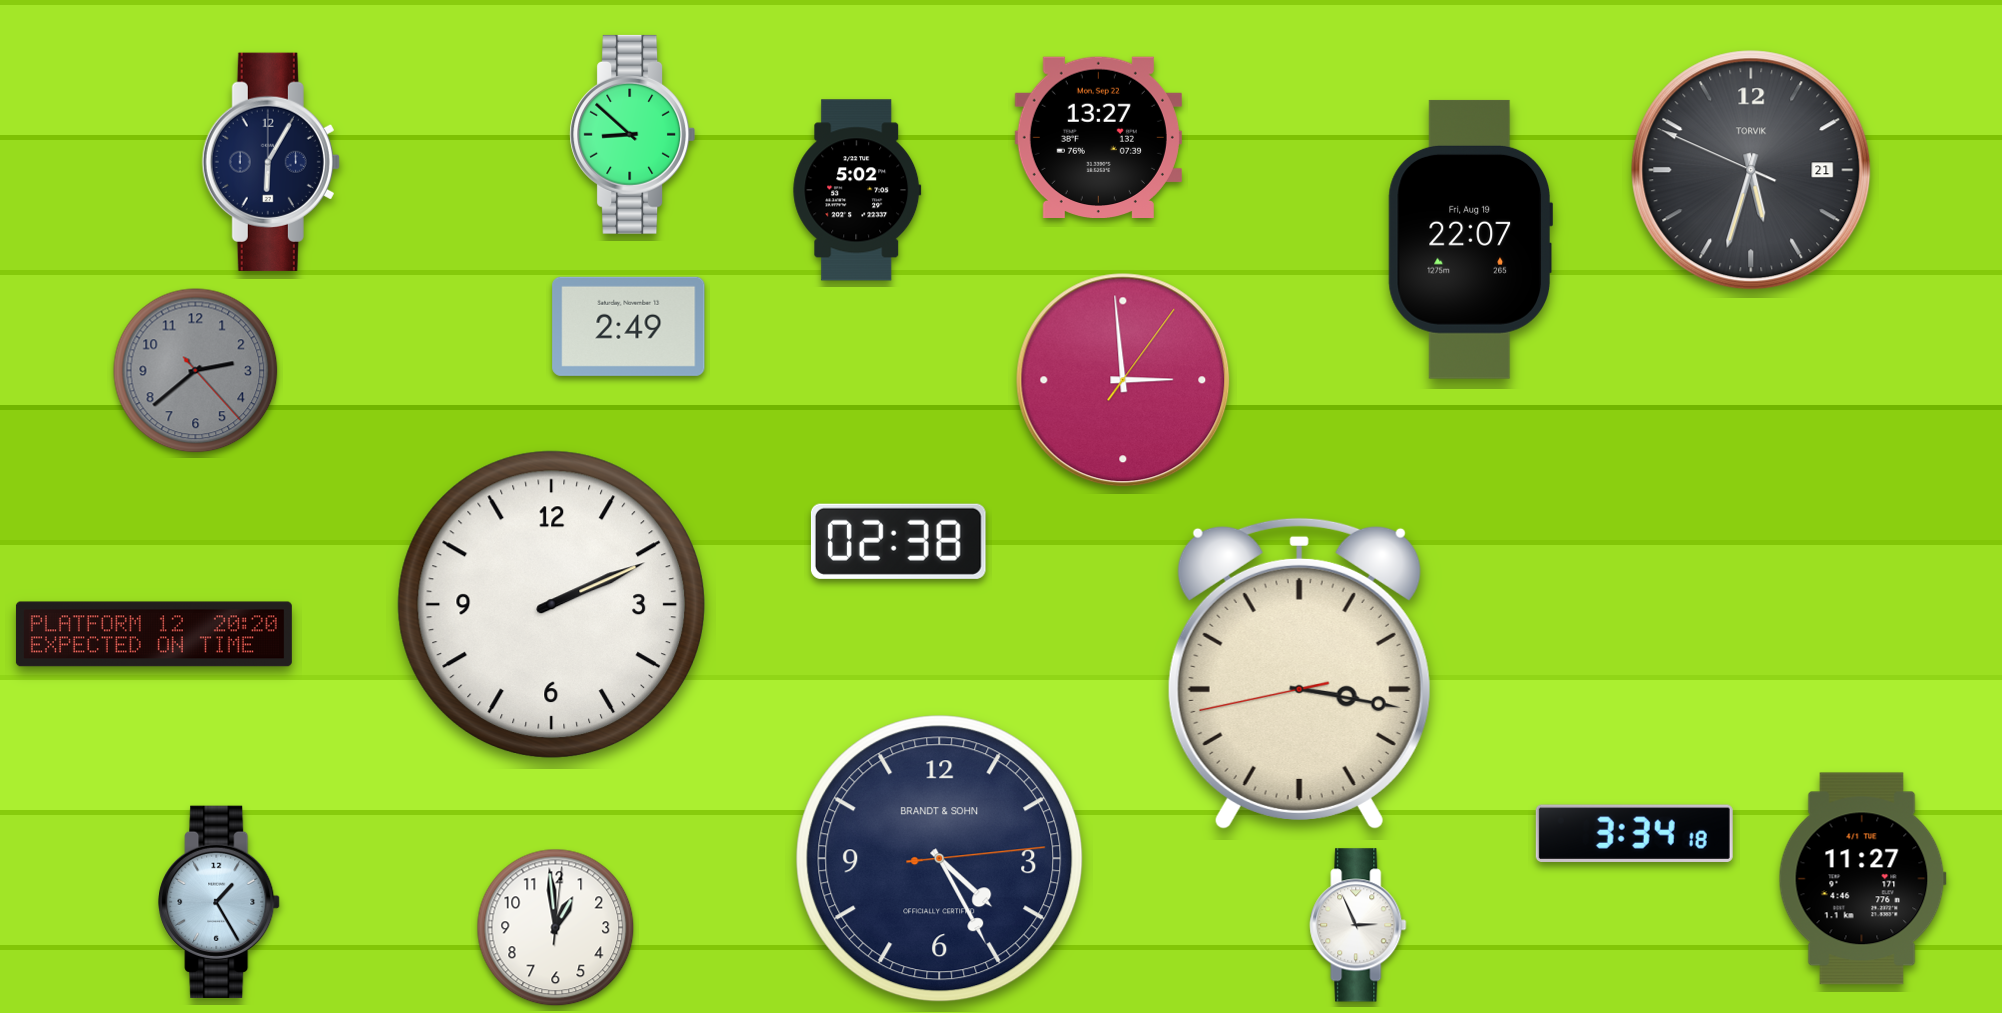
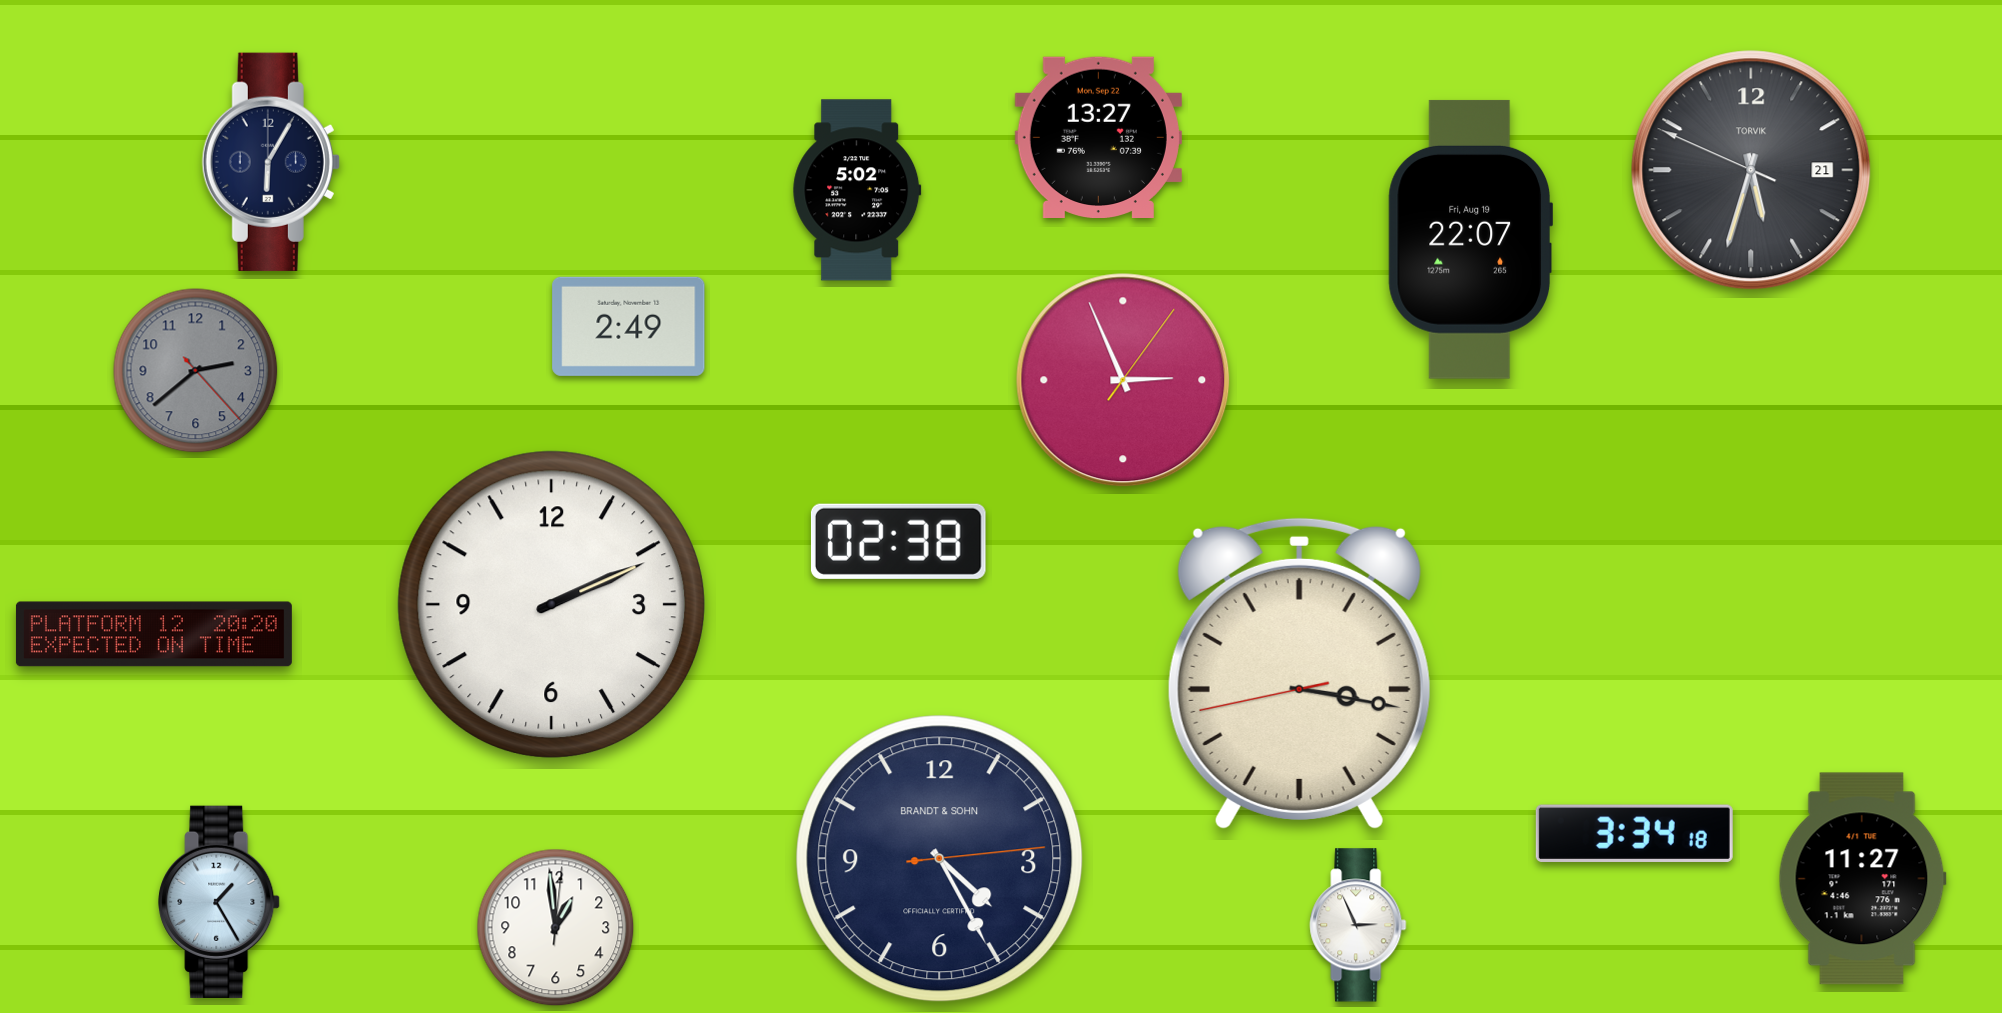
clock at (632, 134): 8:52 -> none
clock at (1123, 380): 2:59 -> 2:56
